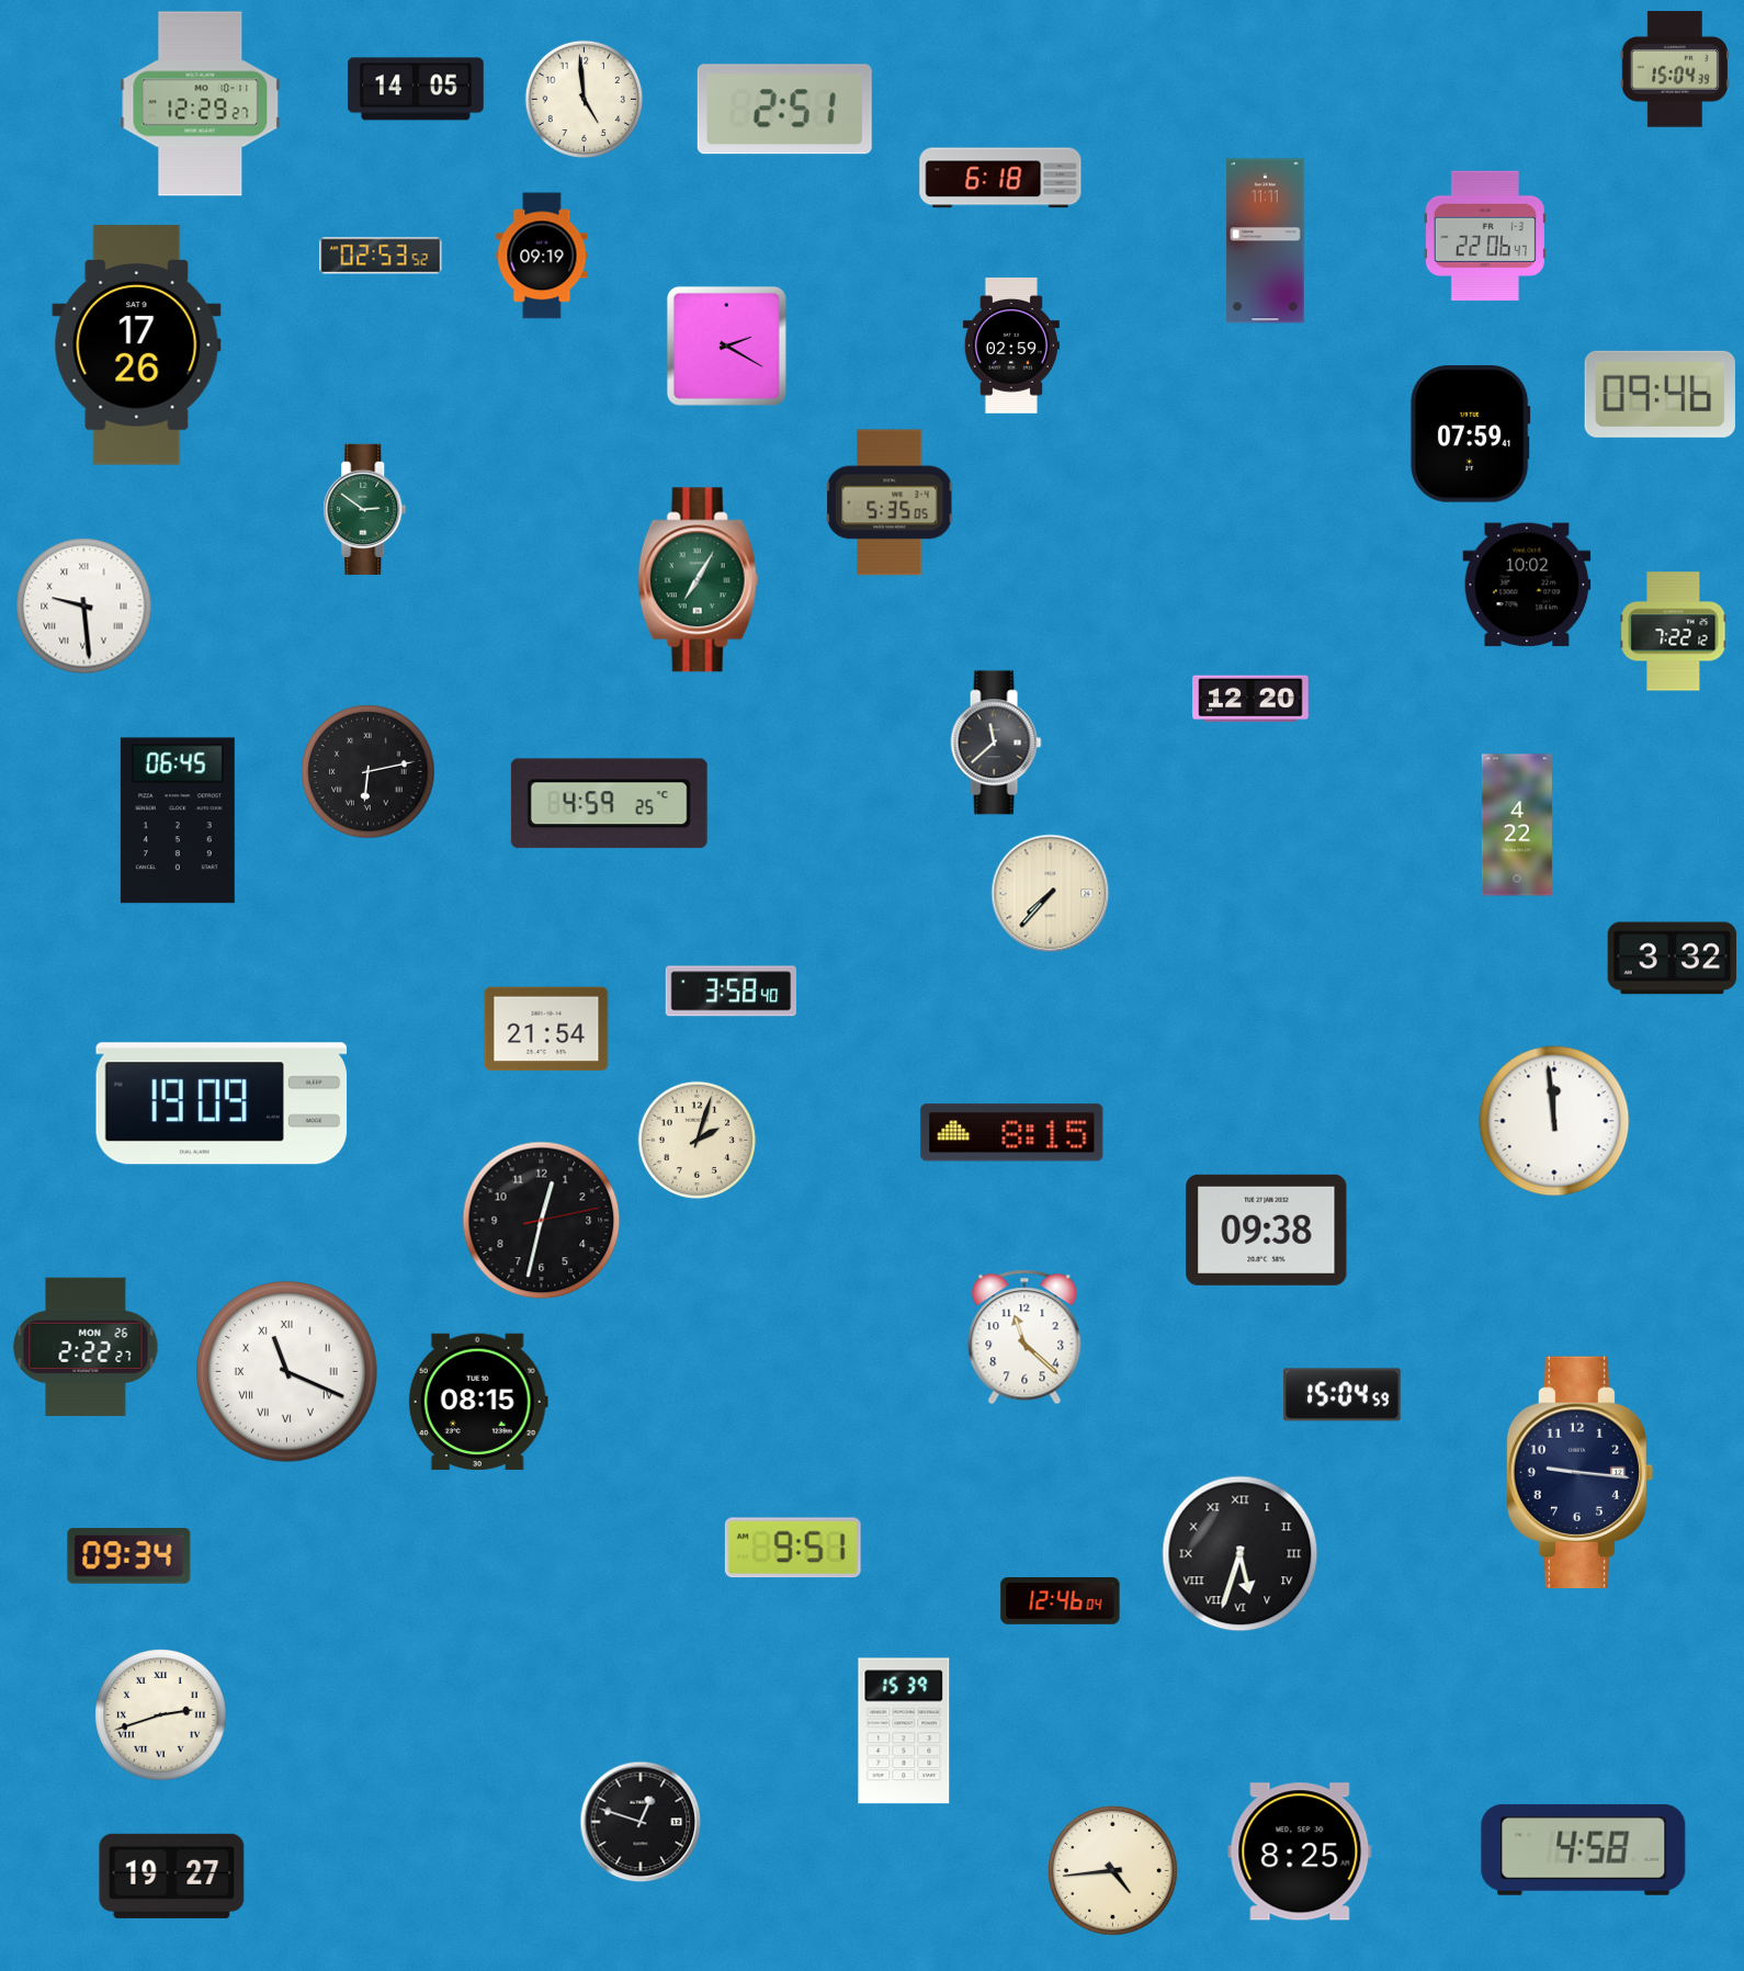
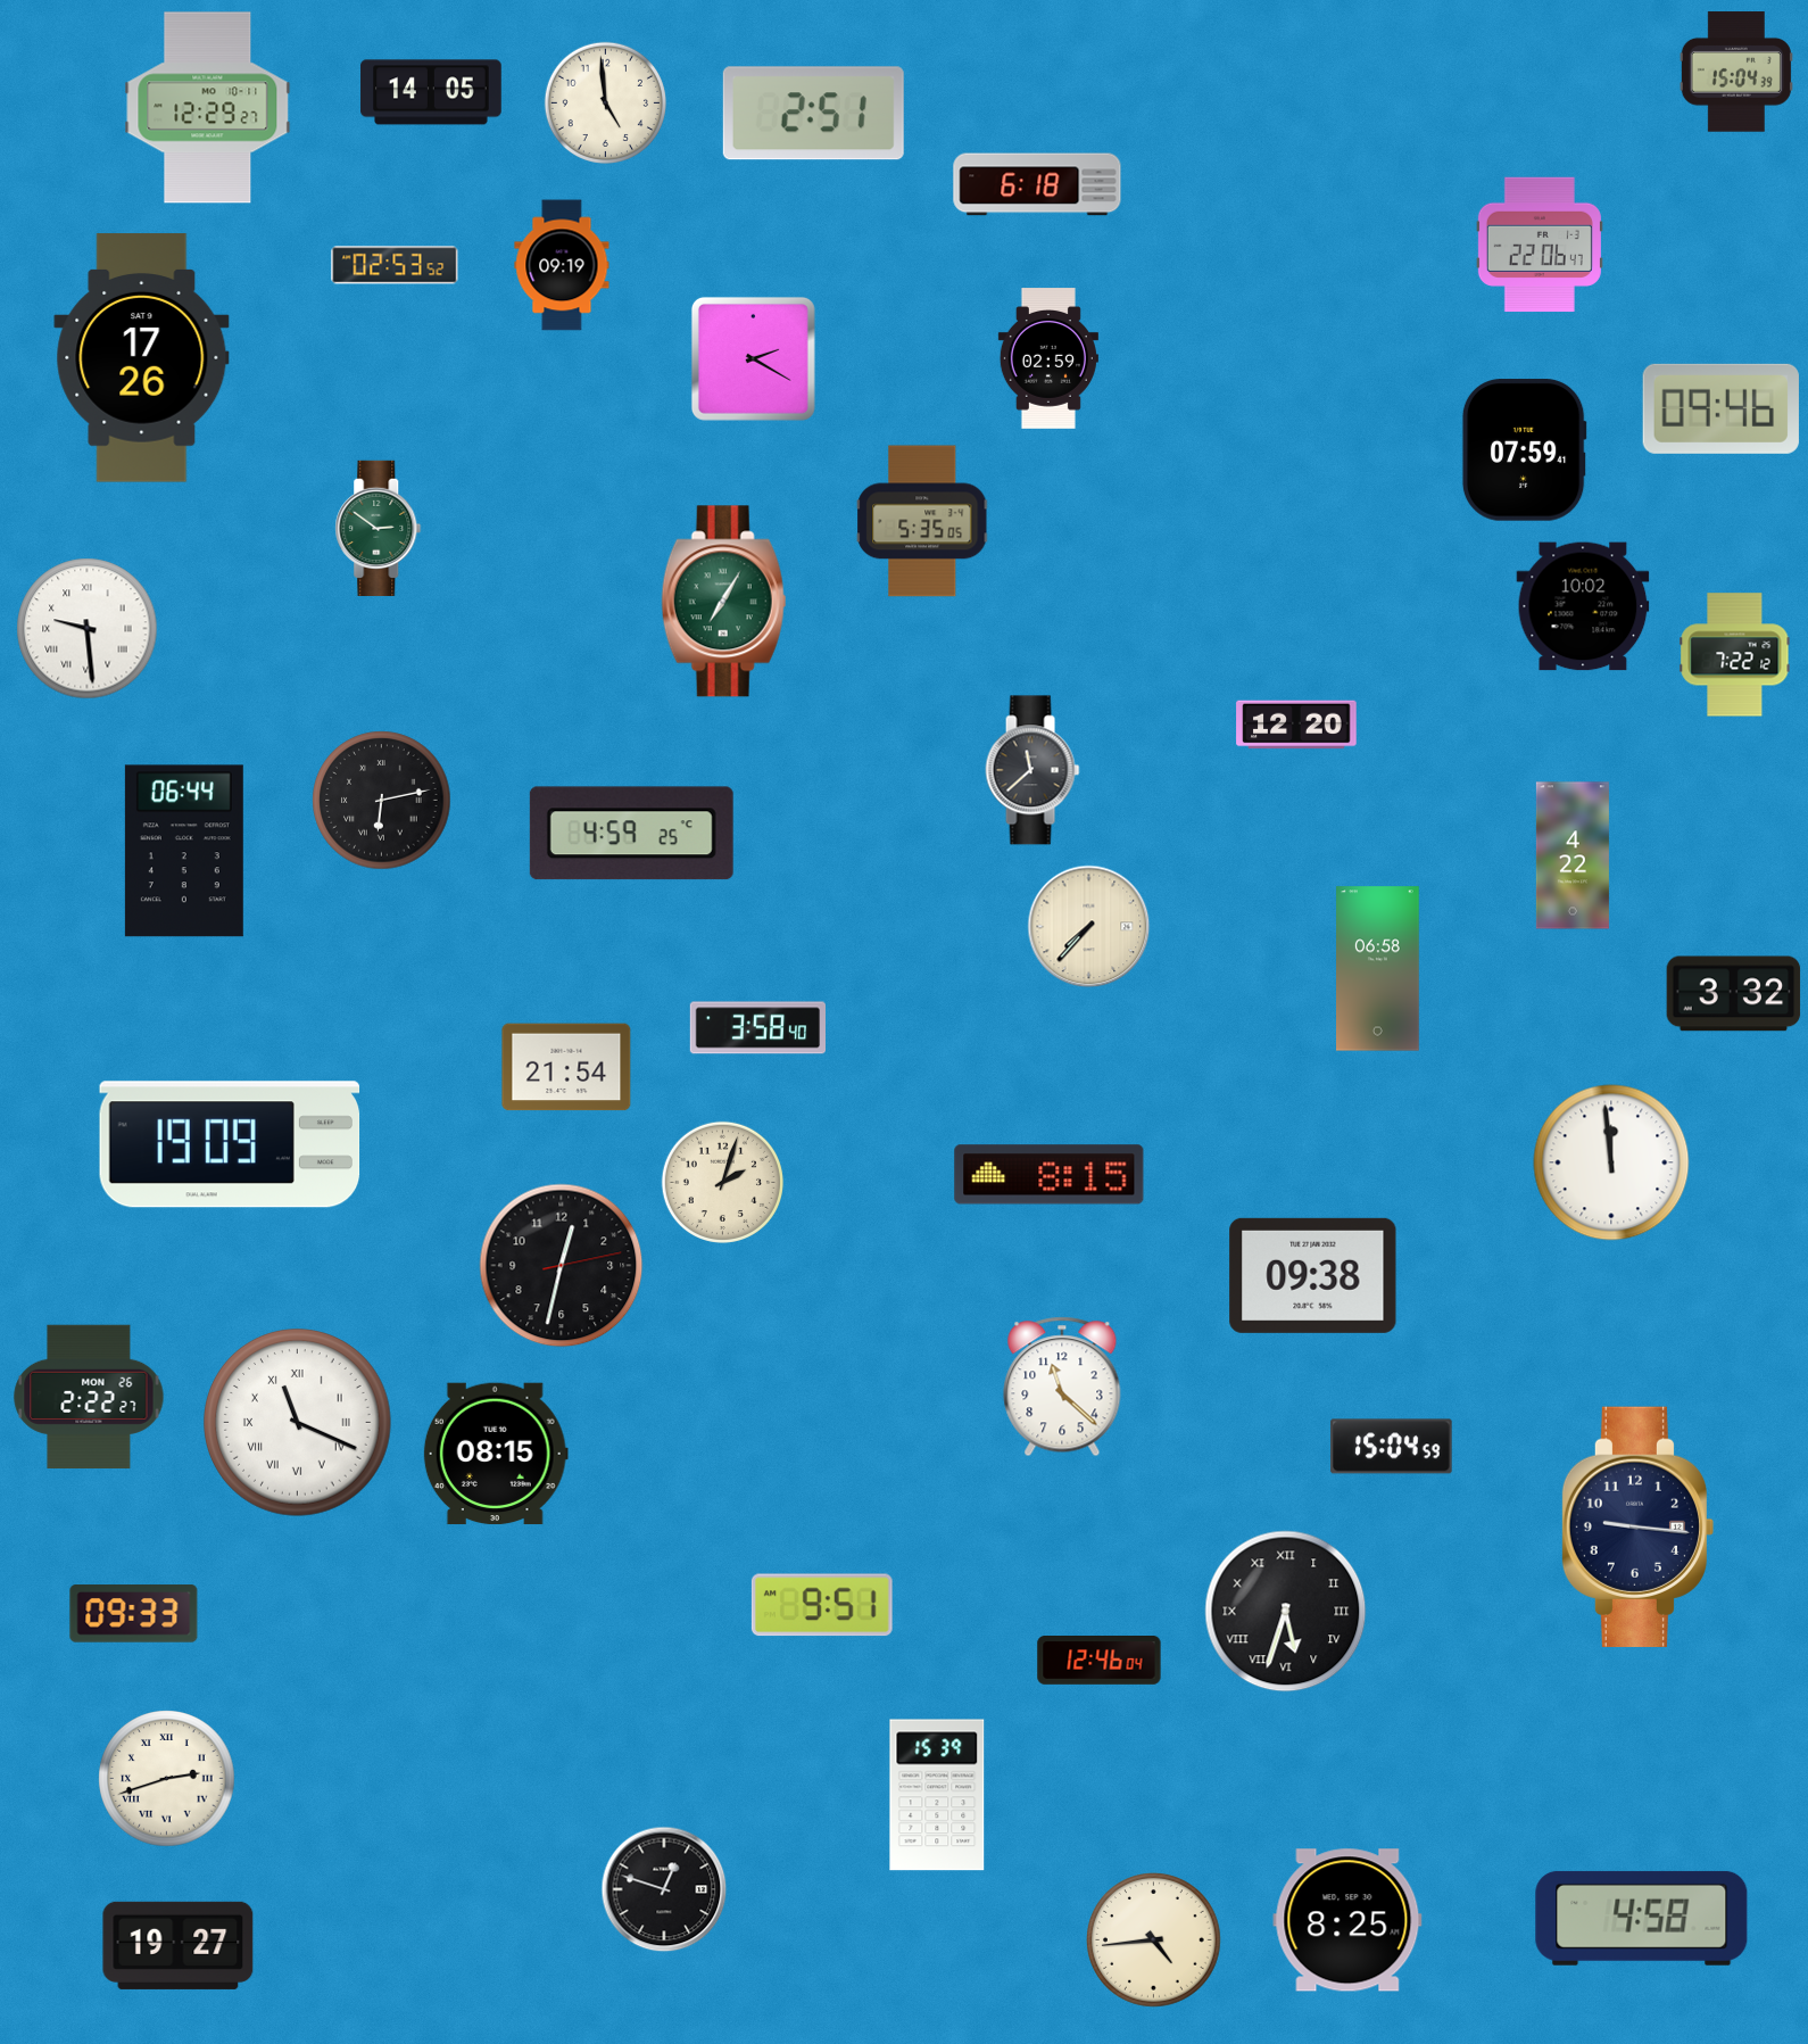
clock at (1266, 241): 11:11 -> none
clock at (178, 820): 06:45 -> 06:44
clock at (1378, 969): none -> 06:58
clock at (129, 1556): 09:34 -> 09:33
